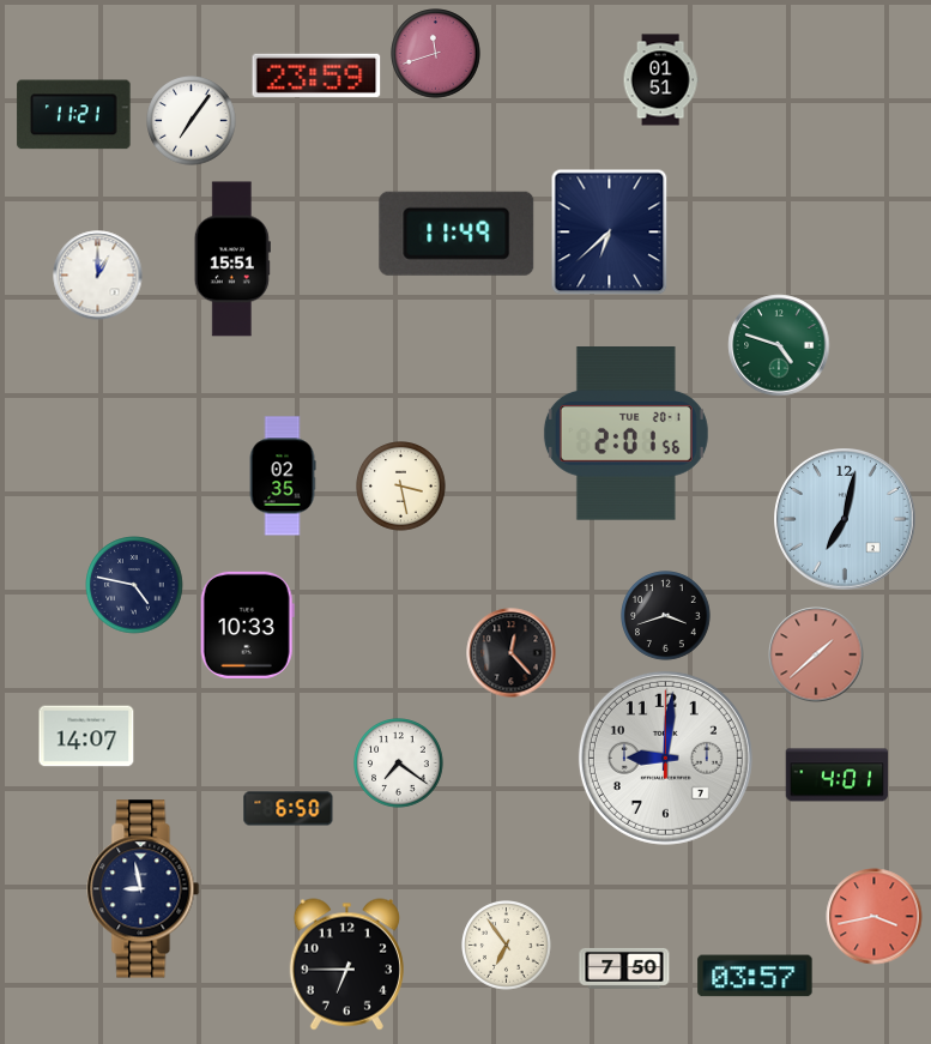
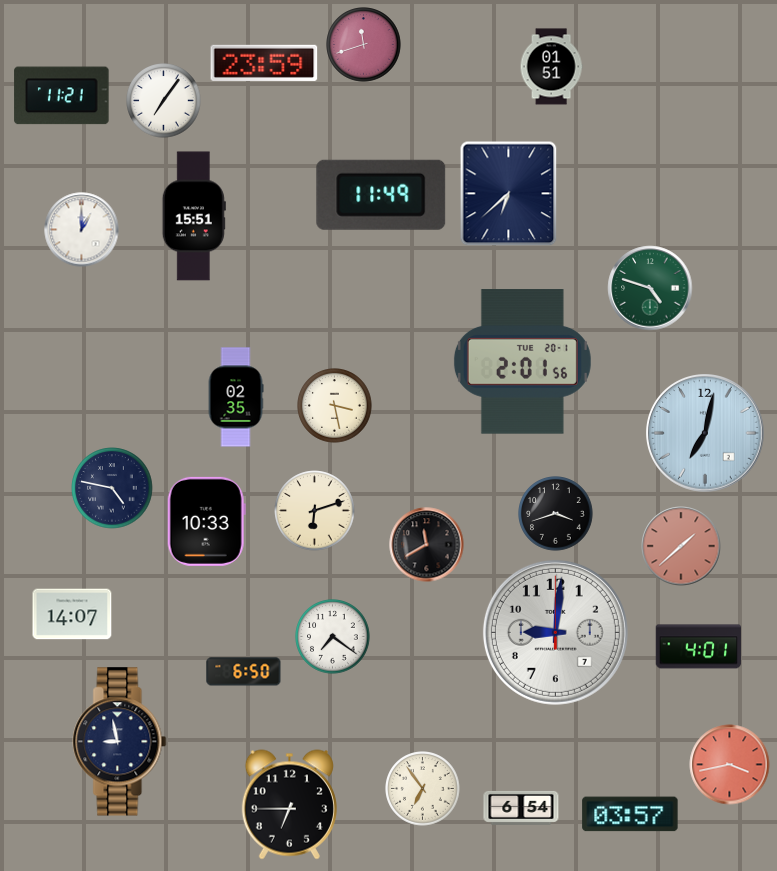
clock at (192, 121) position: (192, 121) -> (164, 101)
clock at (315, 511): none -> 6:12
clock at (512, 653): 12:23 -> 11:40
clock at (289, 809) position: (289, 809) -> (244, 672)
clock at (624, 968): 7:50 -> 6:54
